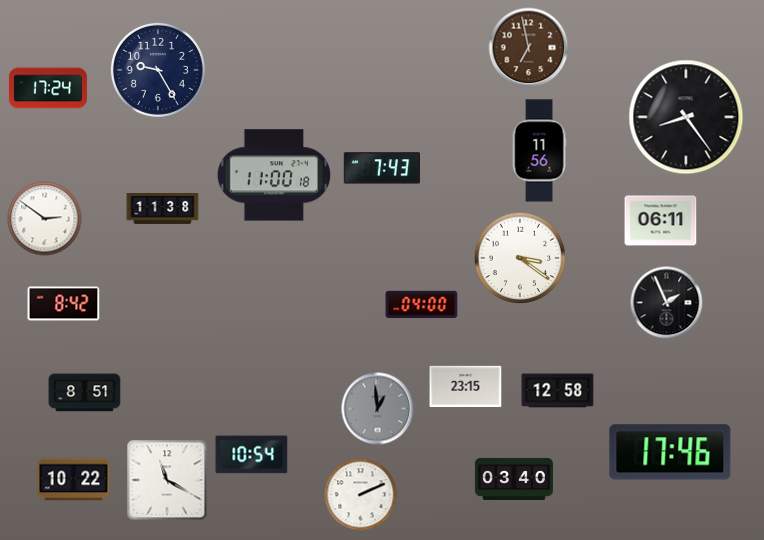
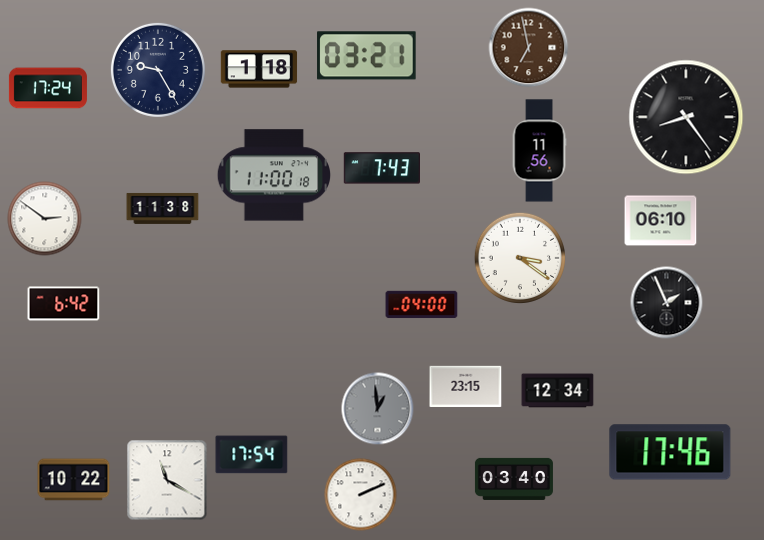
clock at (367, 56): none -> 03:21
clock at (259, 69): none -> 1:18
clock at (661, 221): 06:11 -> 06:10
clock at (64, 304): 8:42 -> 6:42
clock at (558, 391): 12:58 -> 12:34
clock at (85, 393): 8:51 -> none
clock at (252, 455): 10:54 -> 17:54
